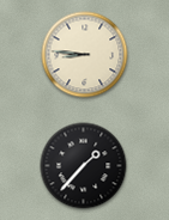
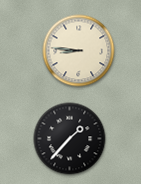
clock at (85, 55) position: (85, 55) -> (79, 51)
